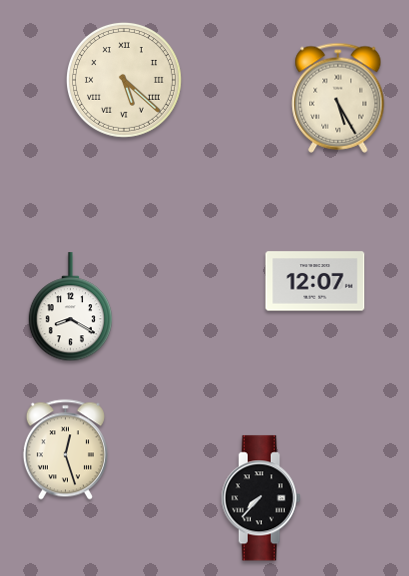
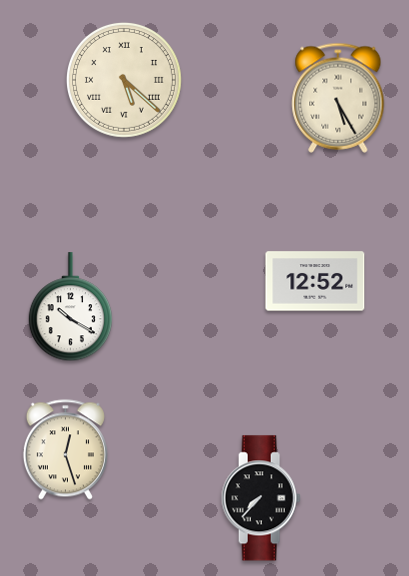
clock at (315, 281): 12:07 -> 12:52
clock at (70, 307): 8:20 -> 10:20
